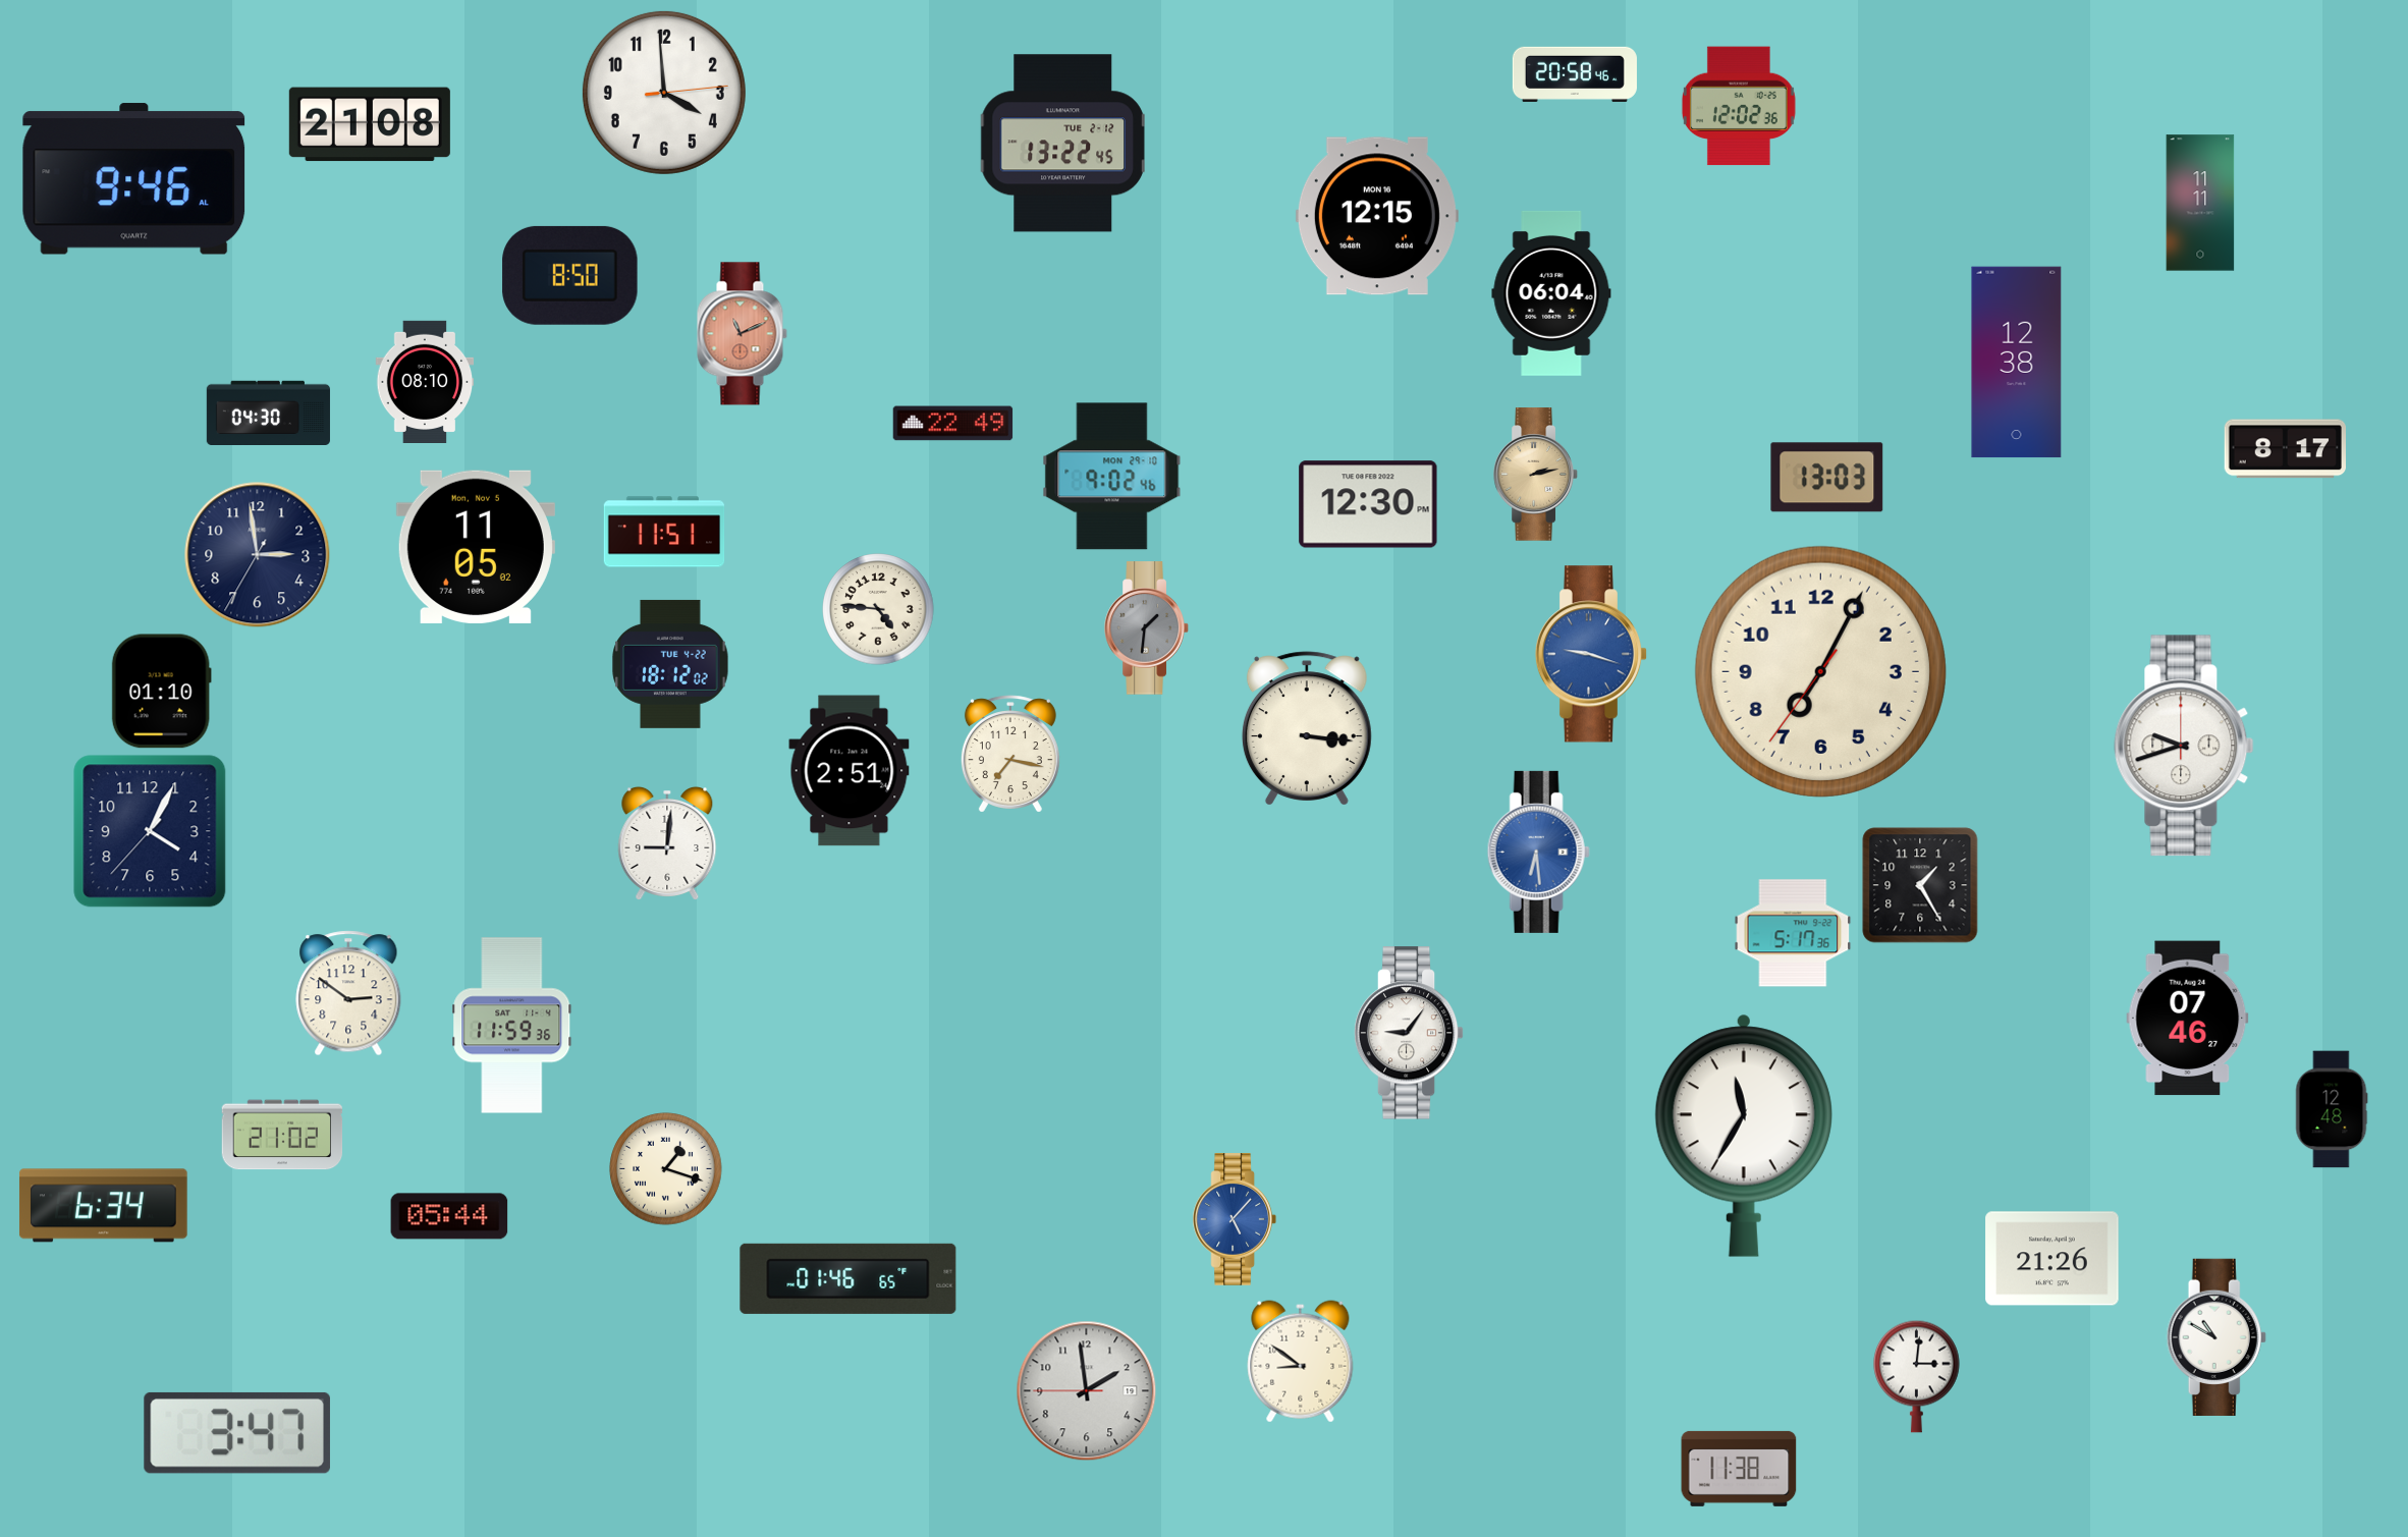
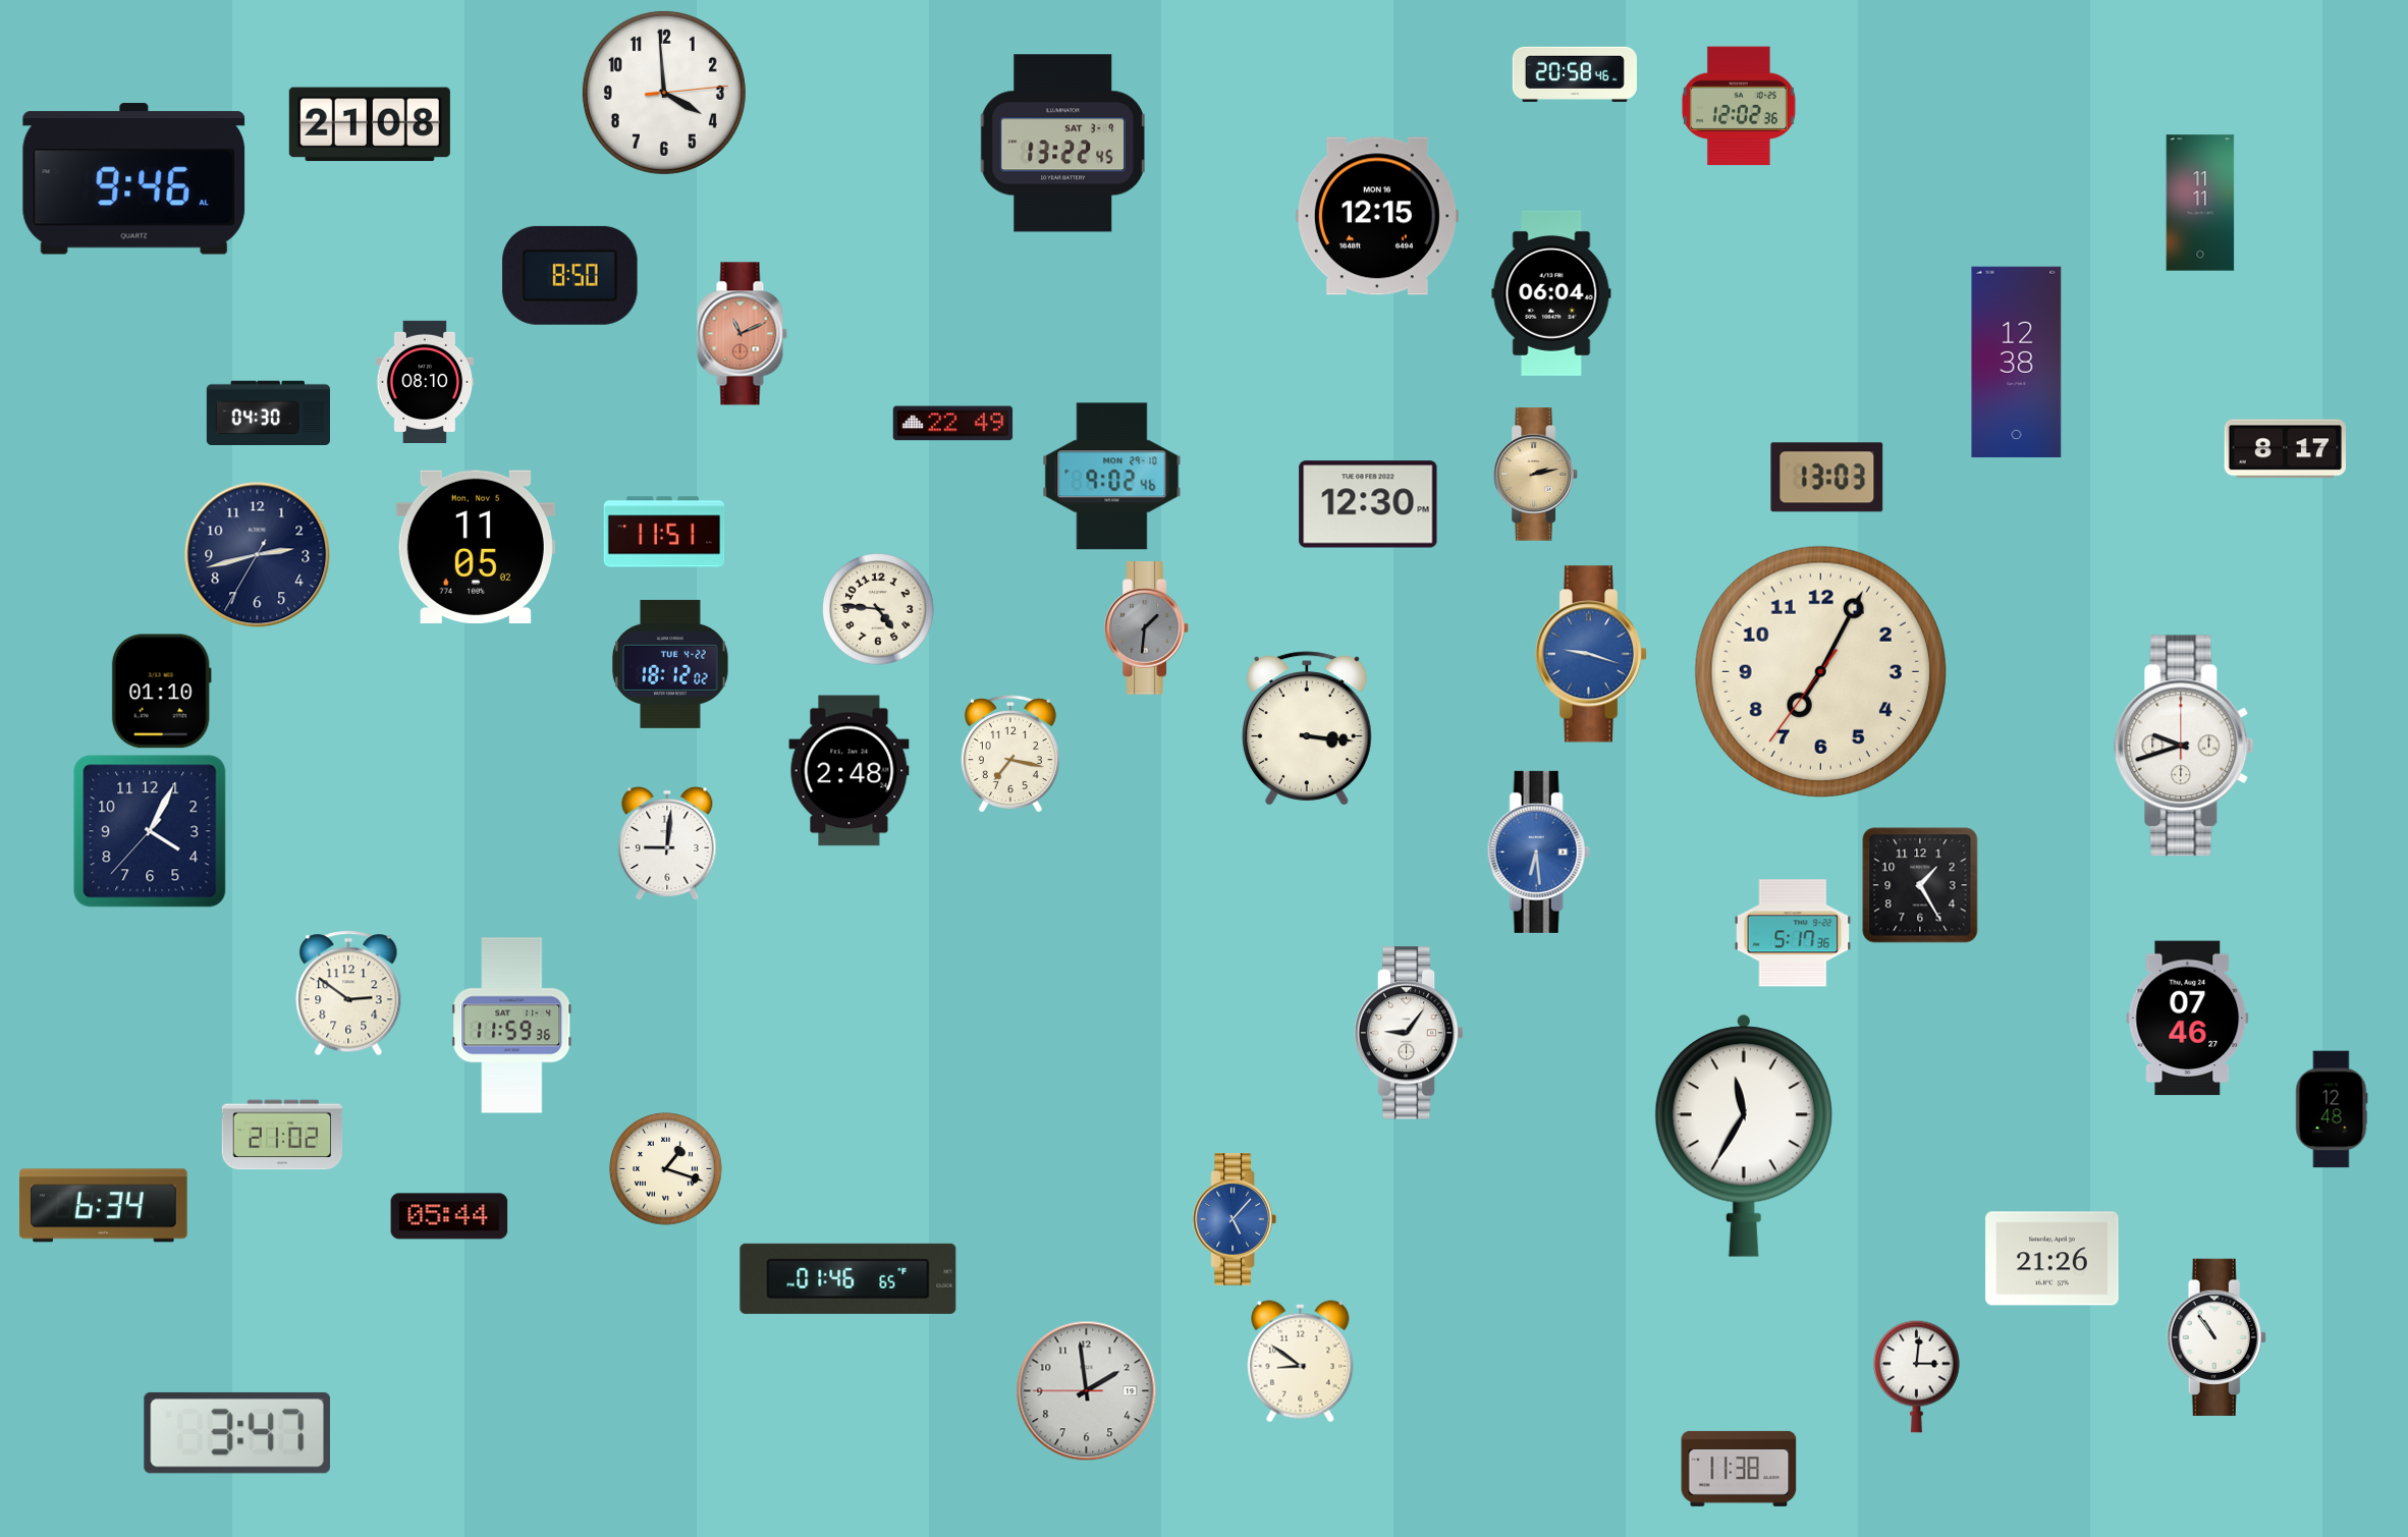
clock at (1062, 144) date: TUE 2-12 -> SAT 3-9
clock at (258, 555): 2:58 -> 2:42
clock at (850, 771): 2:51 -> 2:48
clock at (2217, 1336): 10:50 -> 10:54
